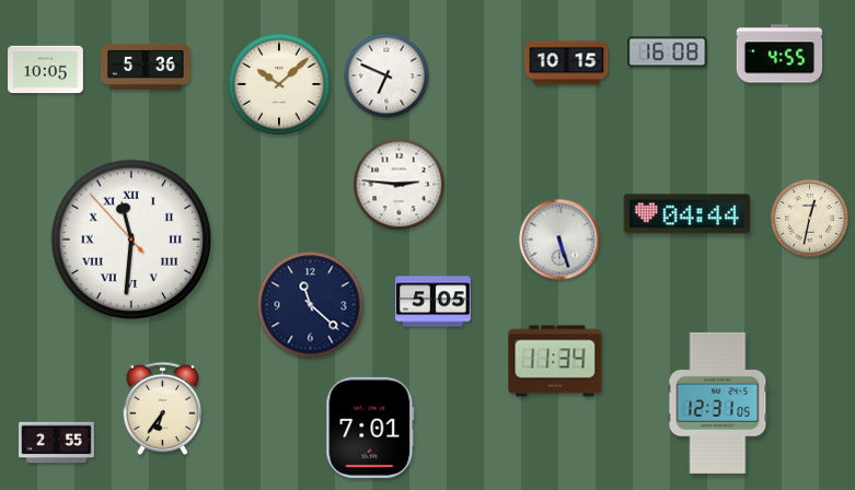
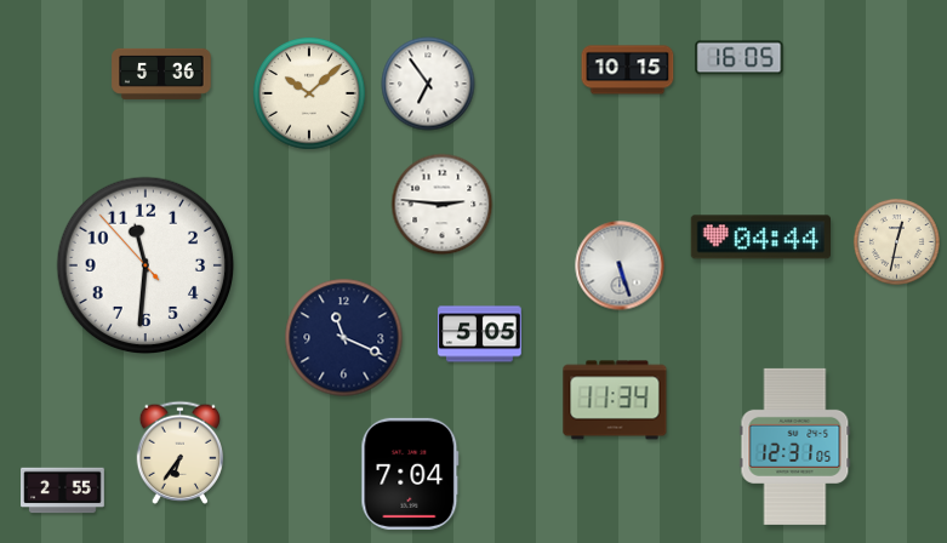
clock at (668, 52): 16:08 -> 16:05
clock at (779, 54): 4:55 -> none
clock at (46, 70): 10:05 -> none
clock at (386, 75): 6:49 -> 6:54
clock at (131, 240) numerals: Roman -> Arabic
clock at (311, 305): 11:22 -> 11:19
clock at (370, 428): 7:01 -> 7:04
